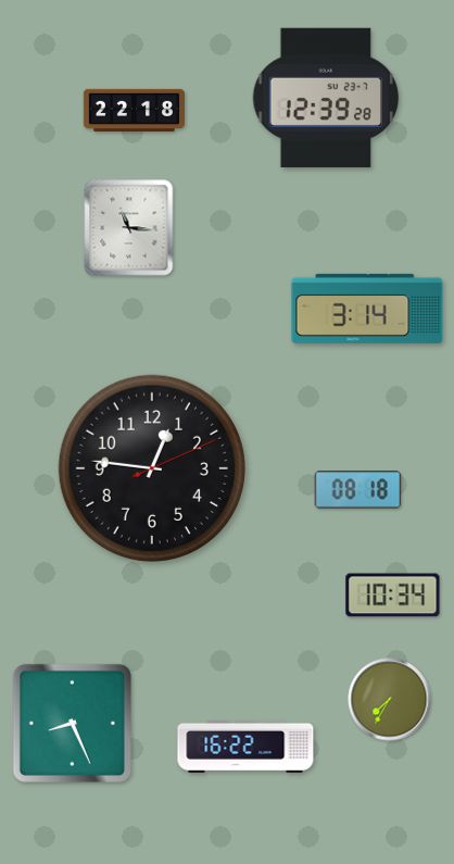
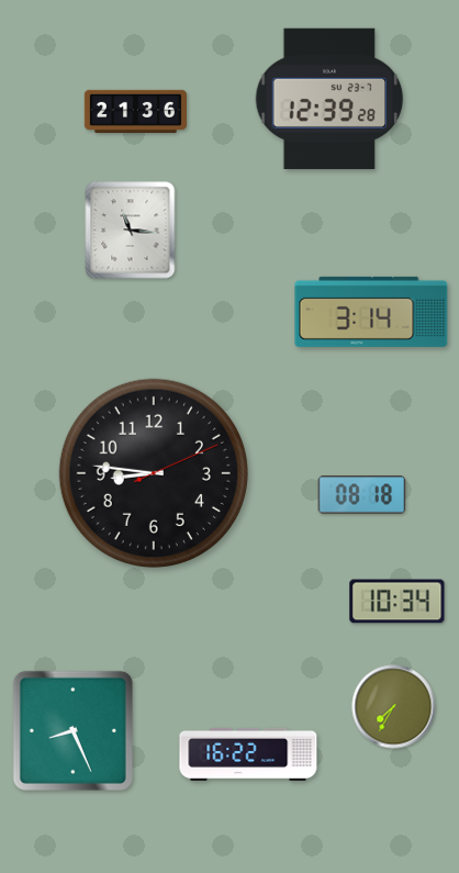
clock at (134, 110): 22:18 -> 21:36
clock at (152, 468): 12:46 -> 8:46
